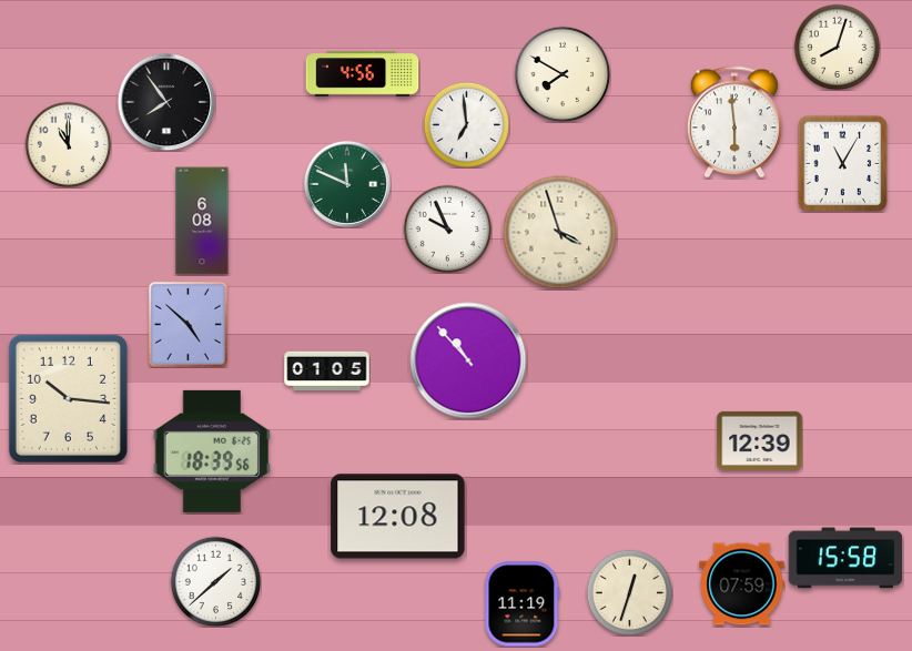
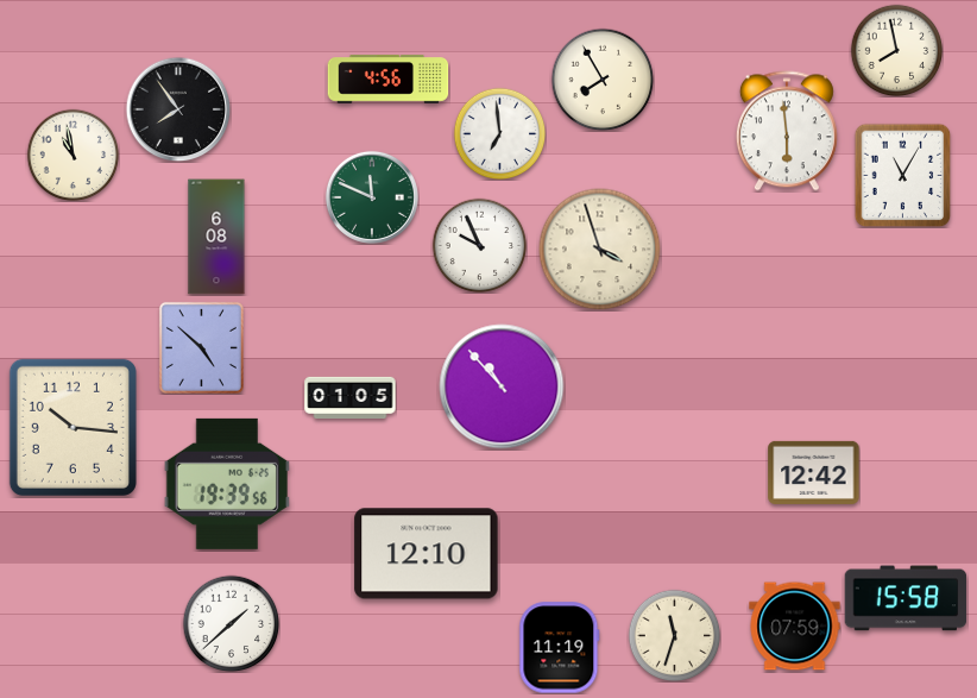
clock at (837, 47): 8:03 -> 7:58
clock at (563, 74): 7:50 -> 7:55
clock at (68, 144): 11:00 -> 10:58
clock at (760, 440): 12:39 -> 12:42
clock at (212, 451): 18:39 -> 19:39
clock at (398, 517): 12:08 -> 12:10
clock at (629, 592): 12:33 -> 11:33
